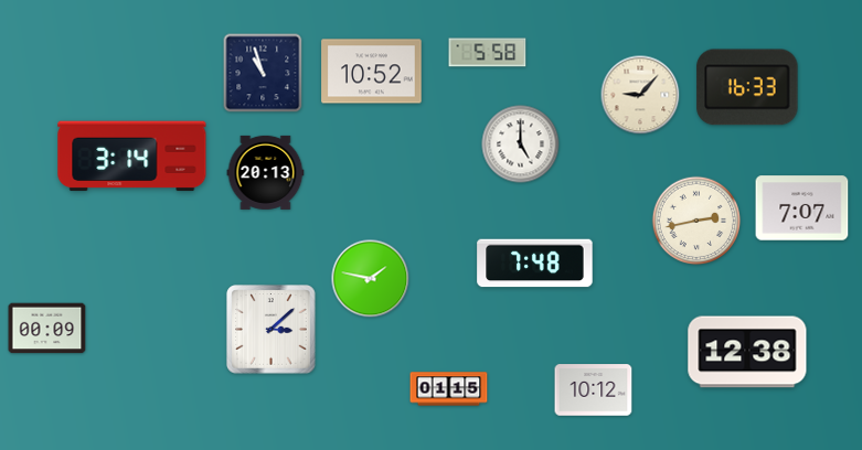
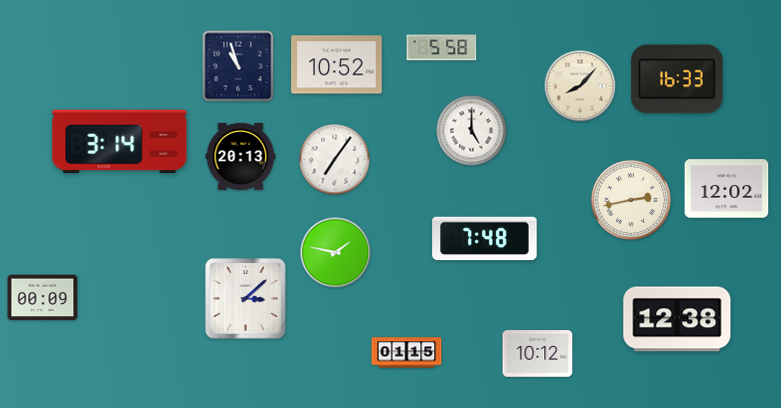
clock at (640, 95): 9:07 -> 8:07
clock at (335, 160): none -> 7:06
clock at (802, 208): 7:07 -> 12:02
